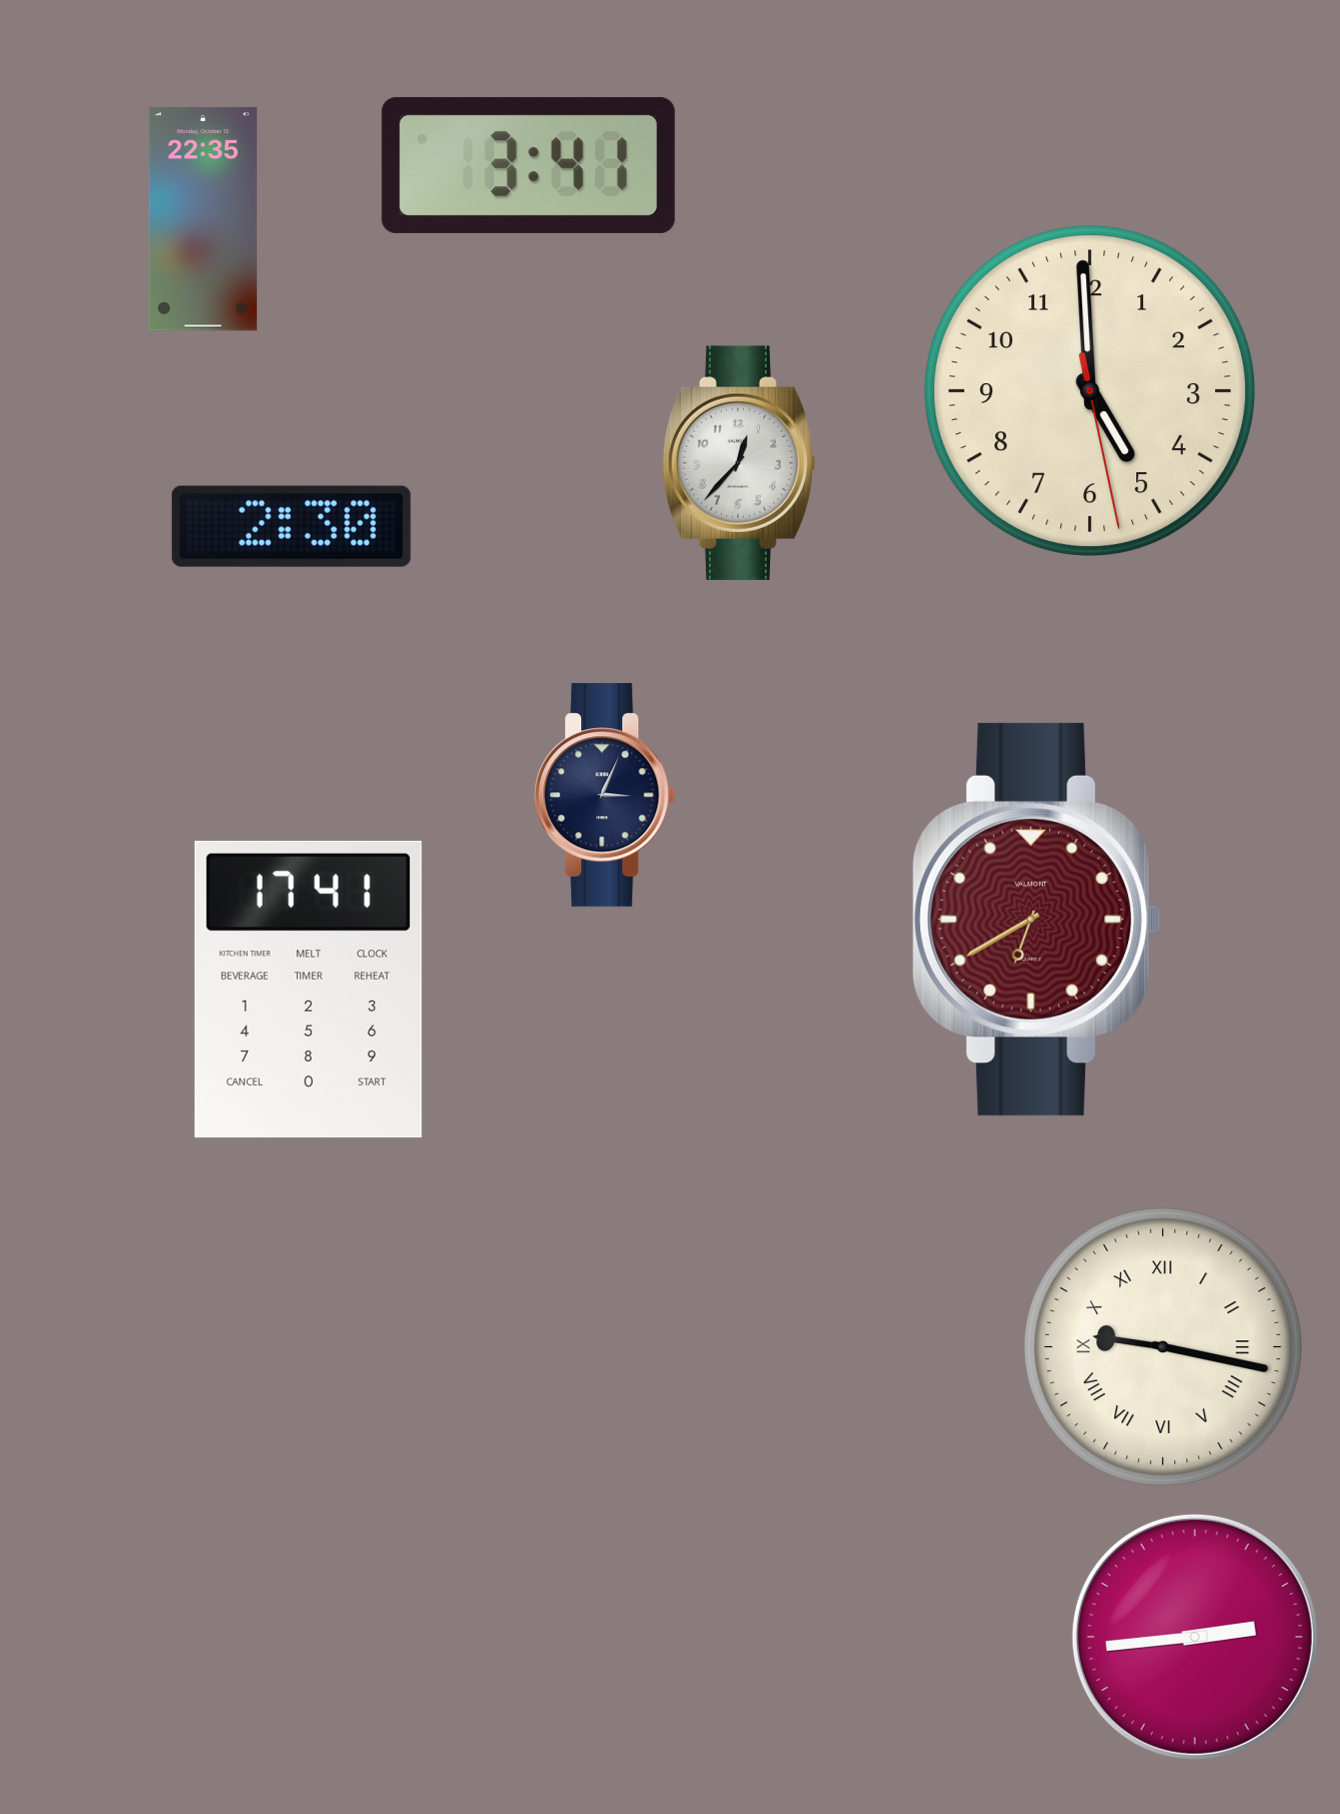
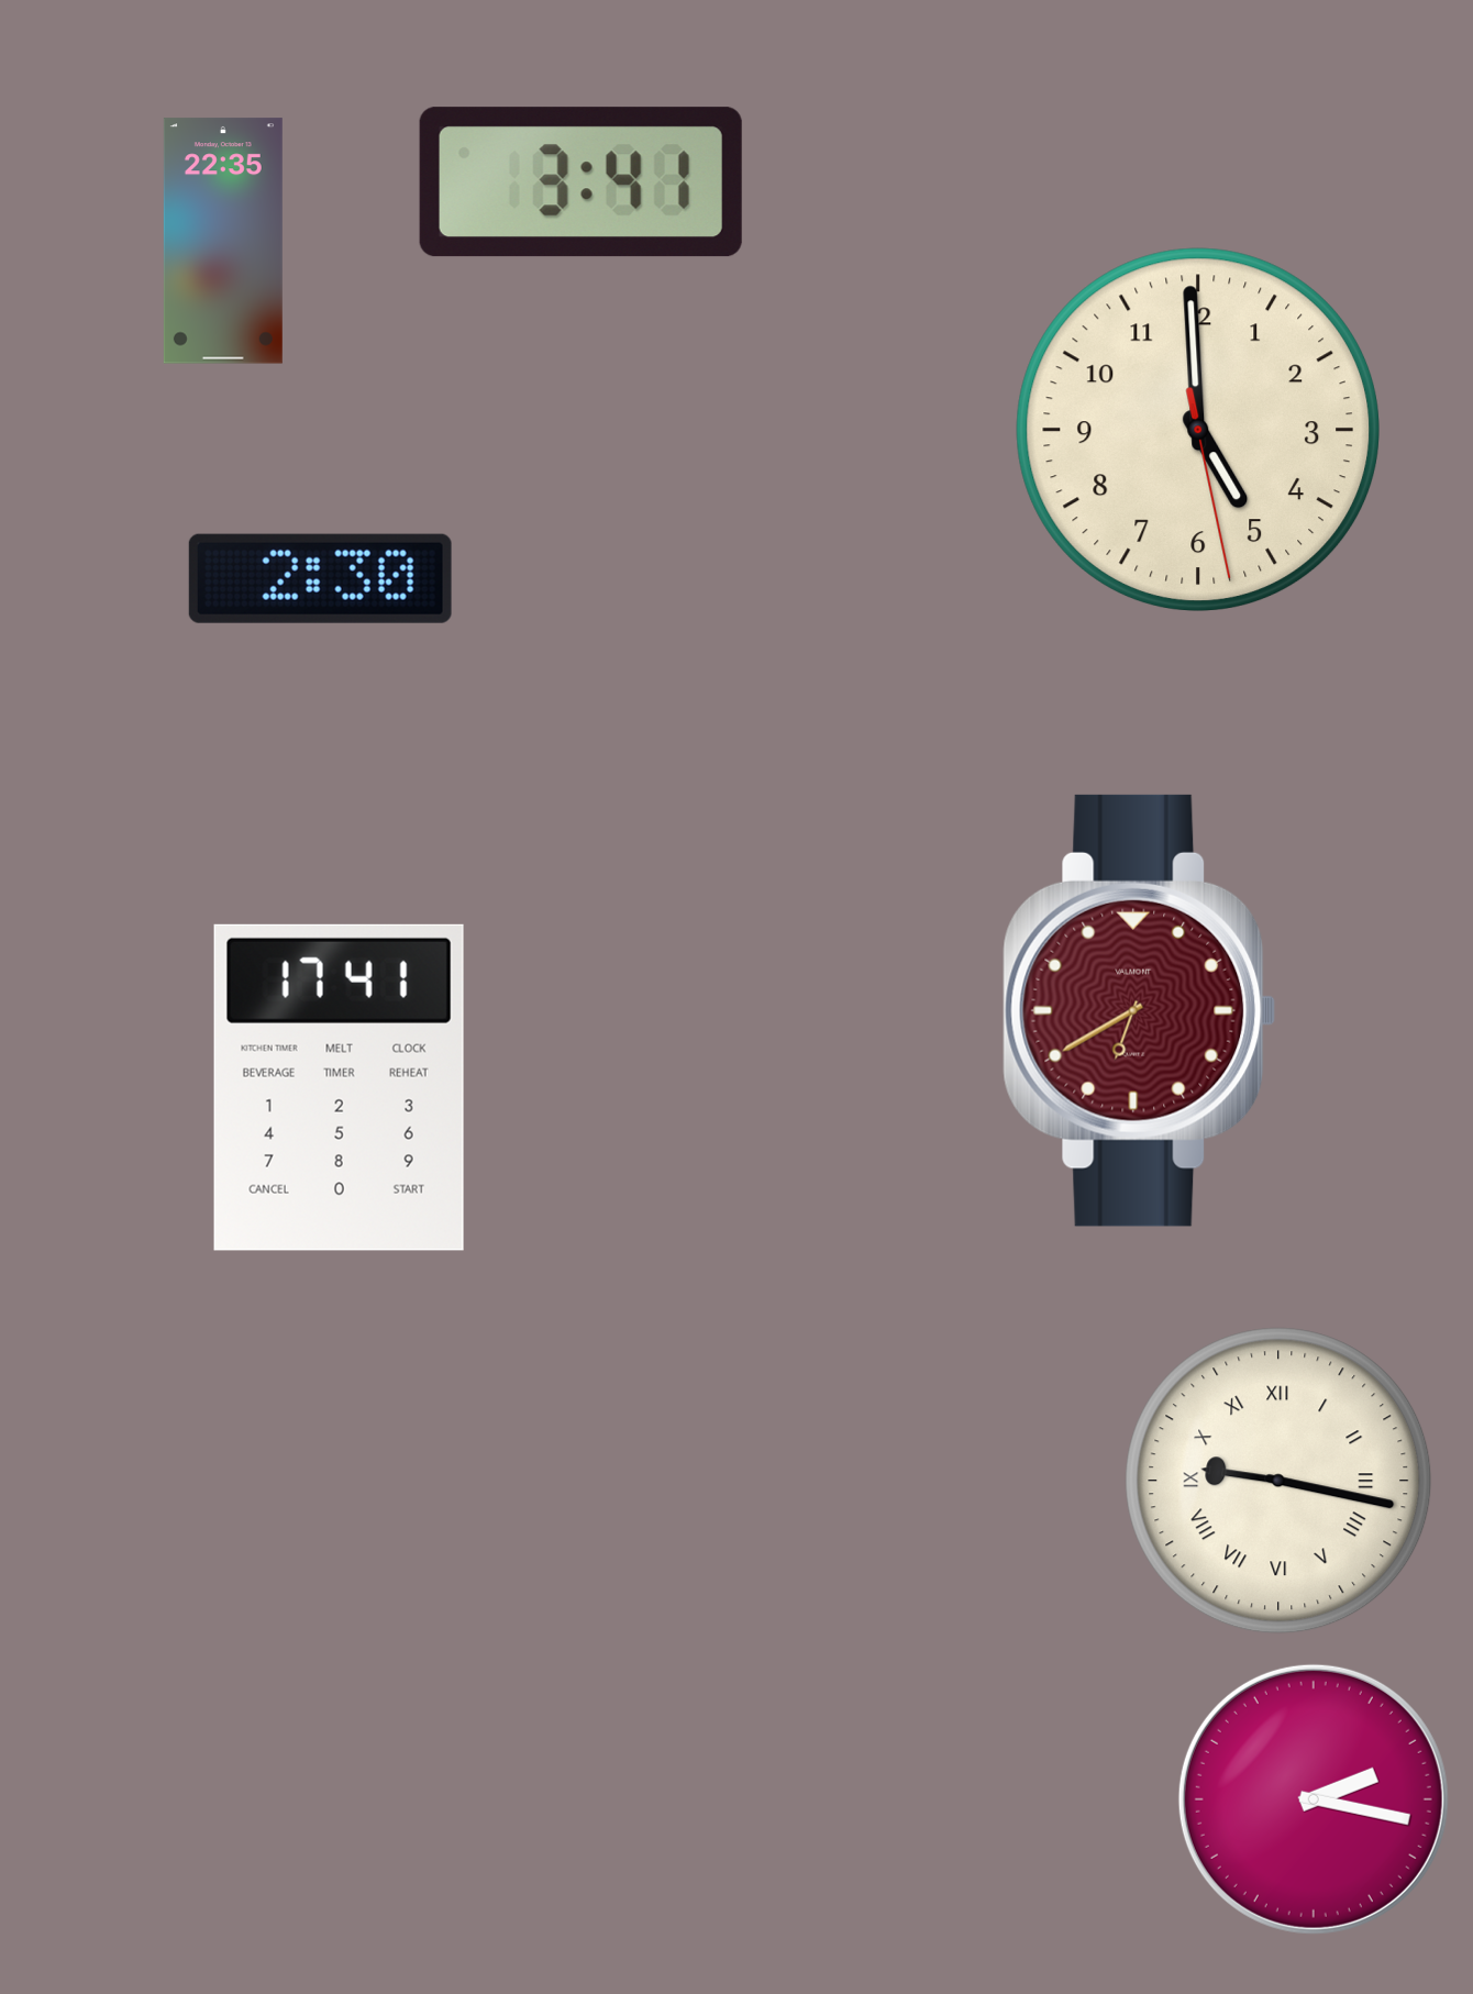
clock at (739, 463): 12:37 -> none
clock at (605, 795): 3:04 -> none
clock at (1195, 1637): 2:44 -> 2:17
